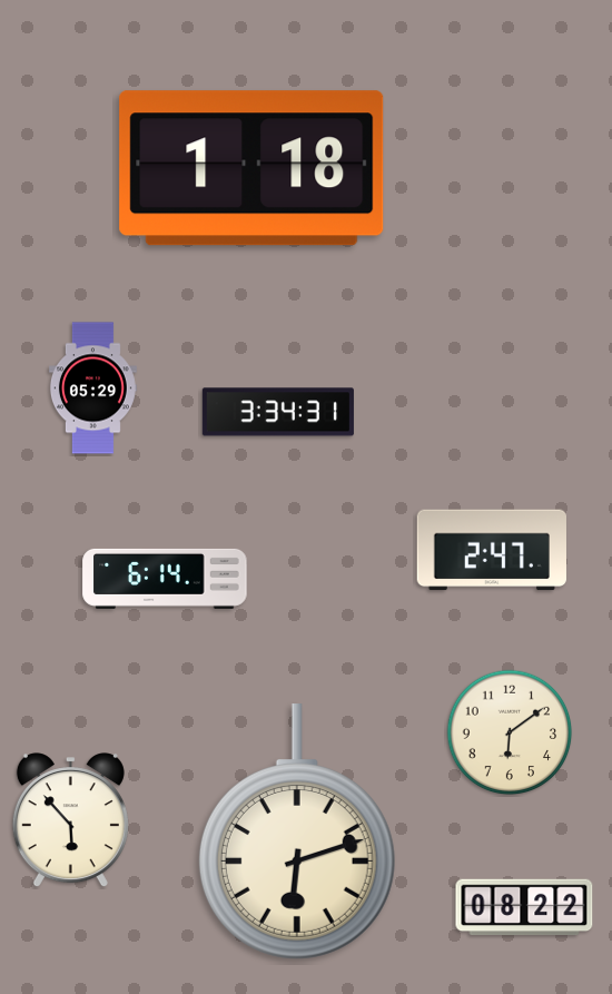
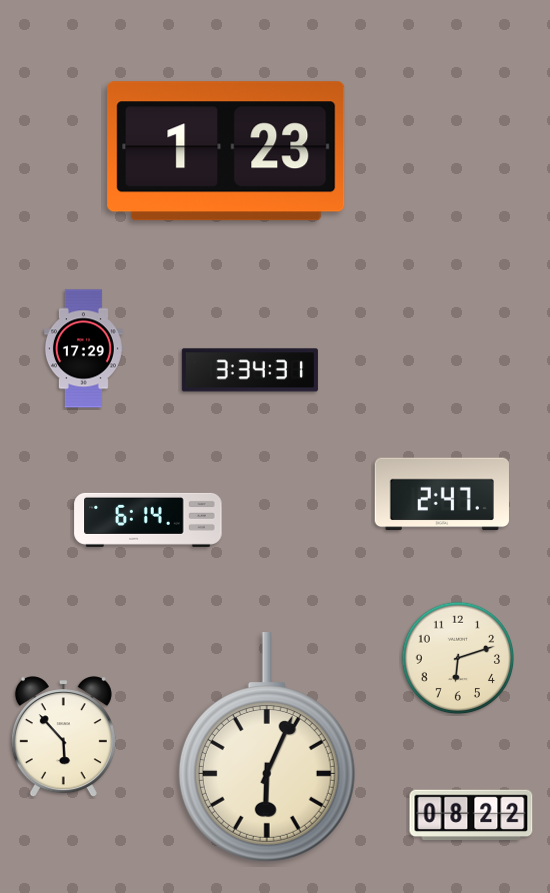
clock at (251, 168): 1:18 -> 1:23
clock at (92, 388): 05:29 -> 17:29
clock at (510, 732): 6:09 -> 6:12
clock at (297, 831): 6:12 -> 6:04
